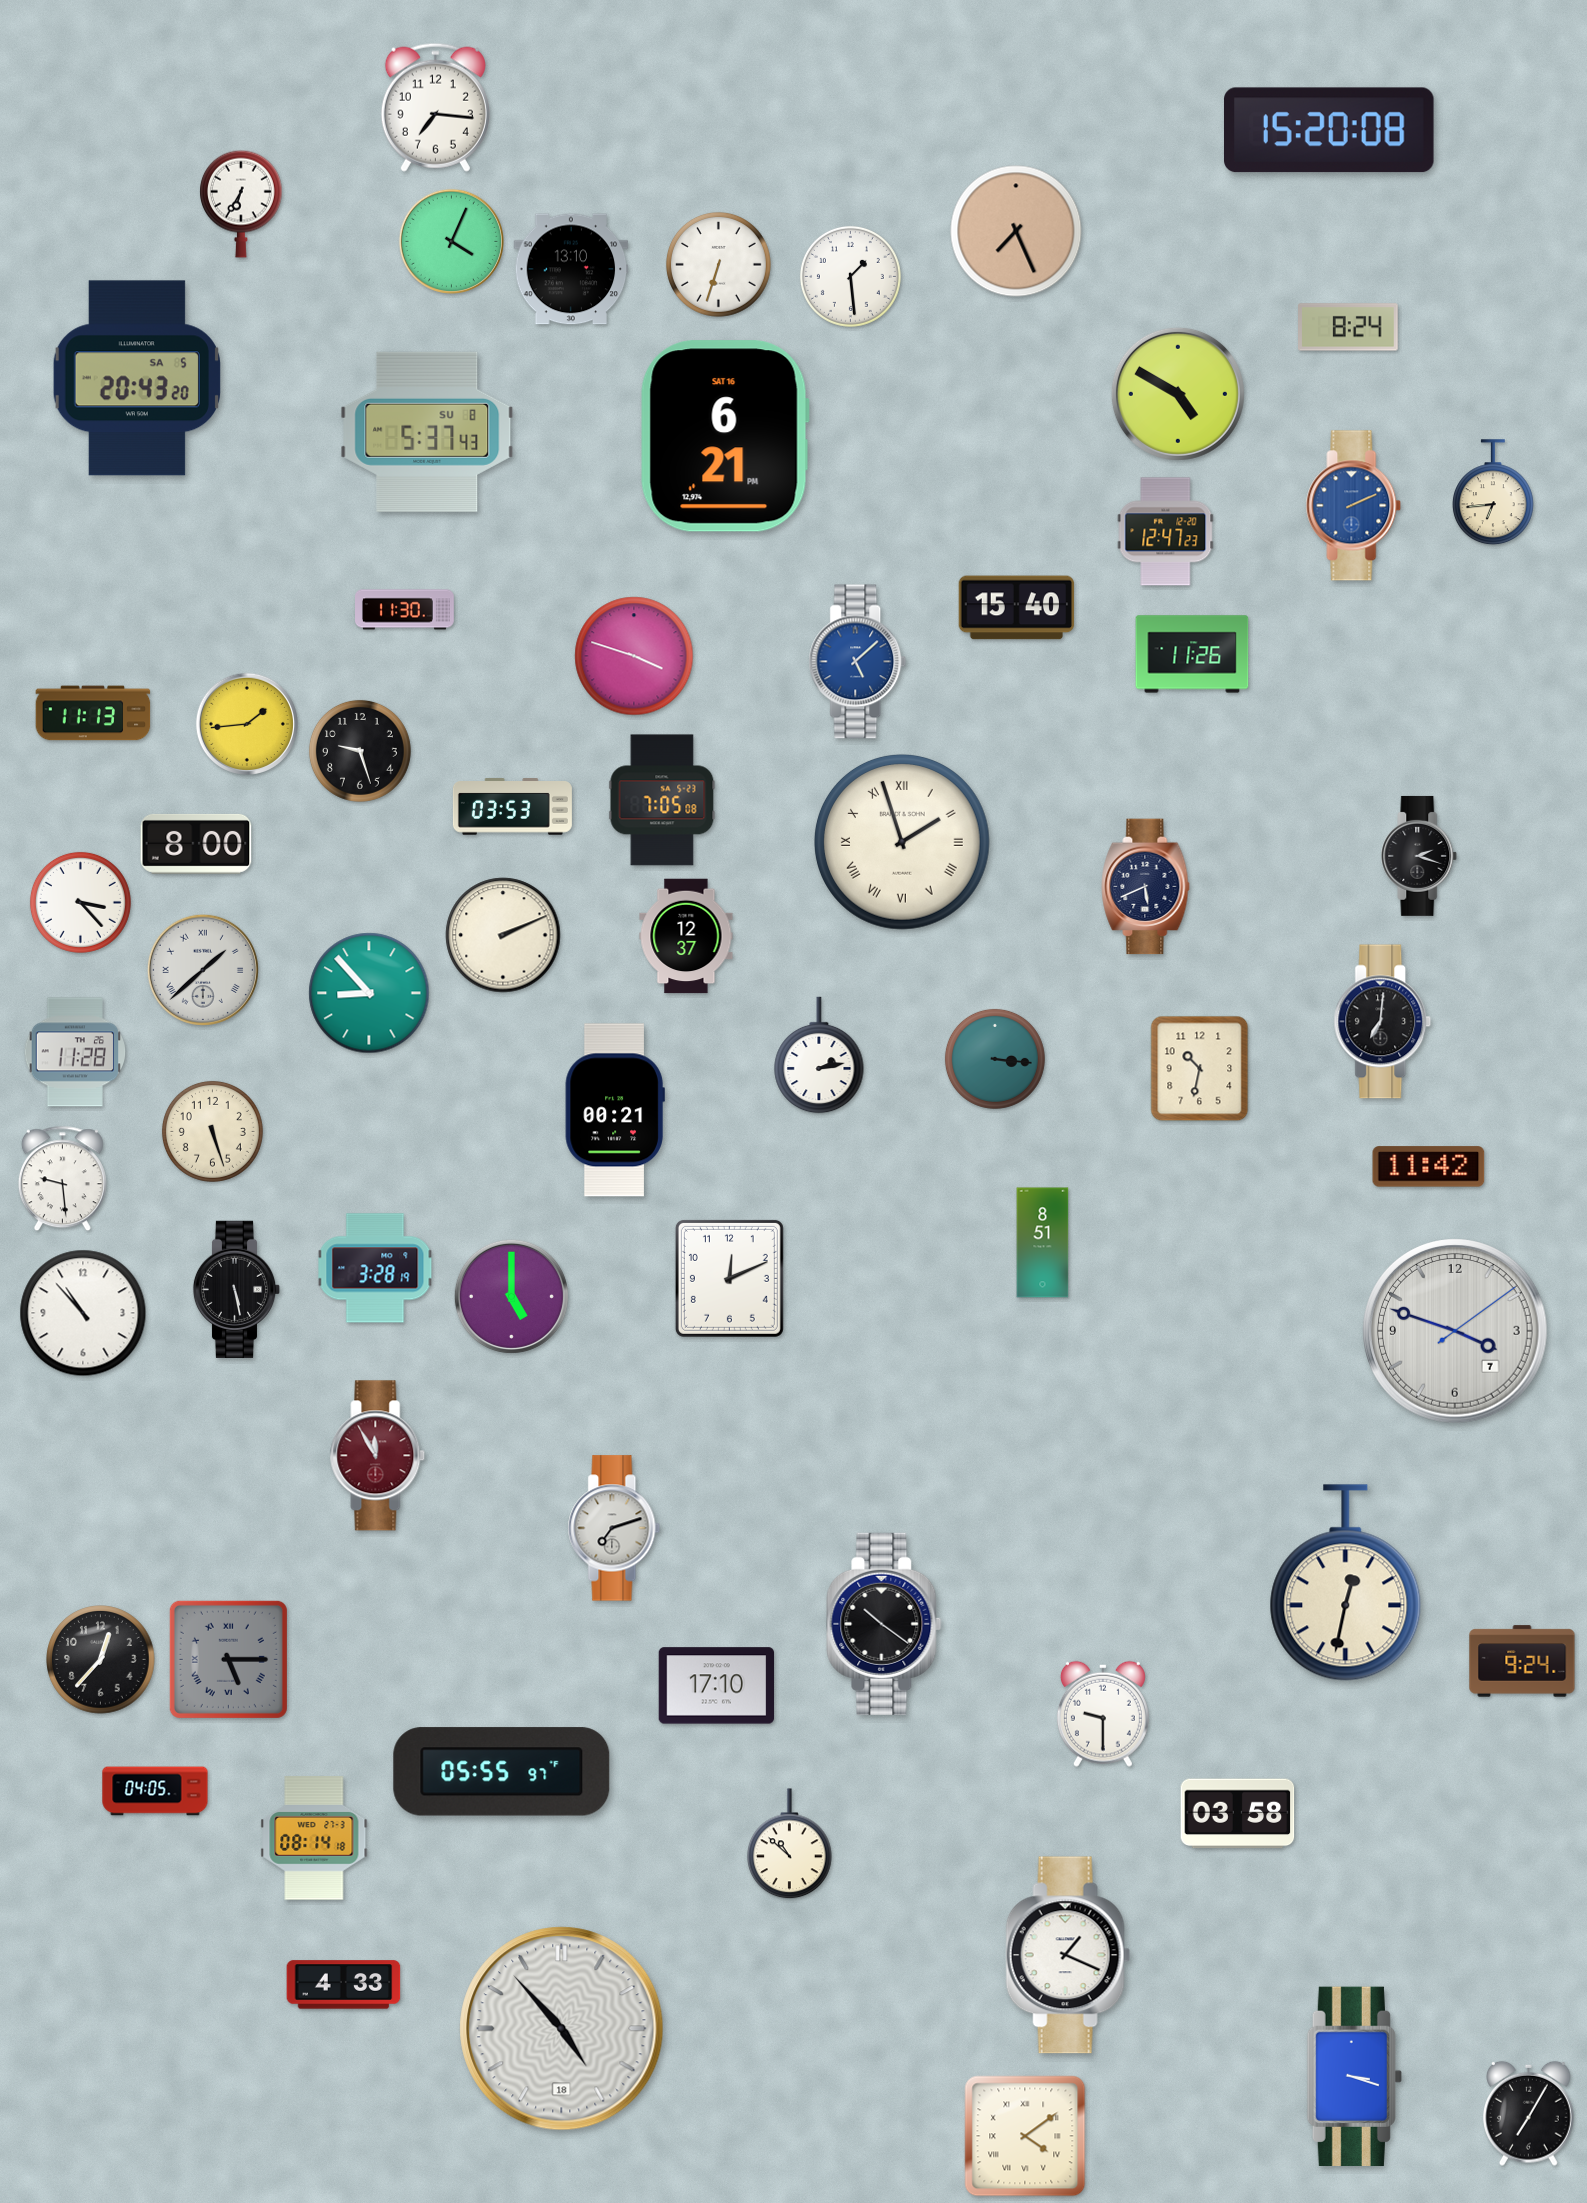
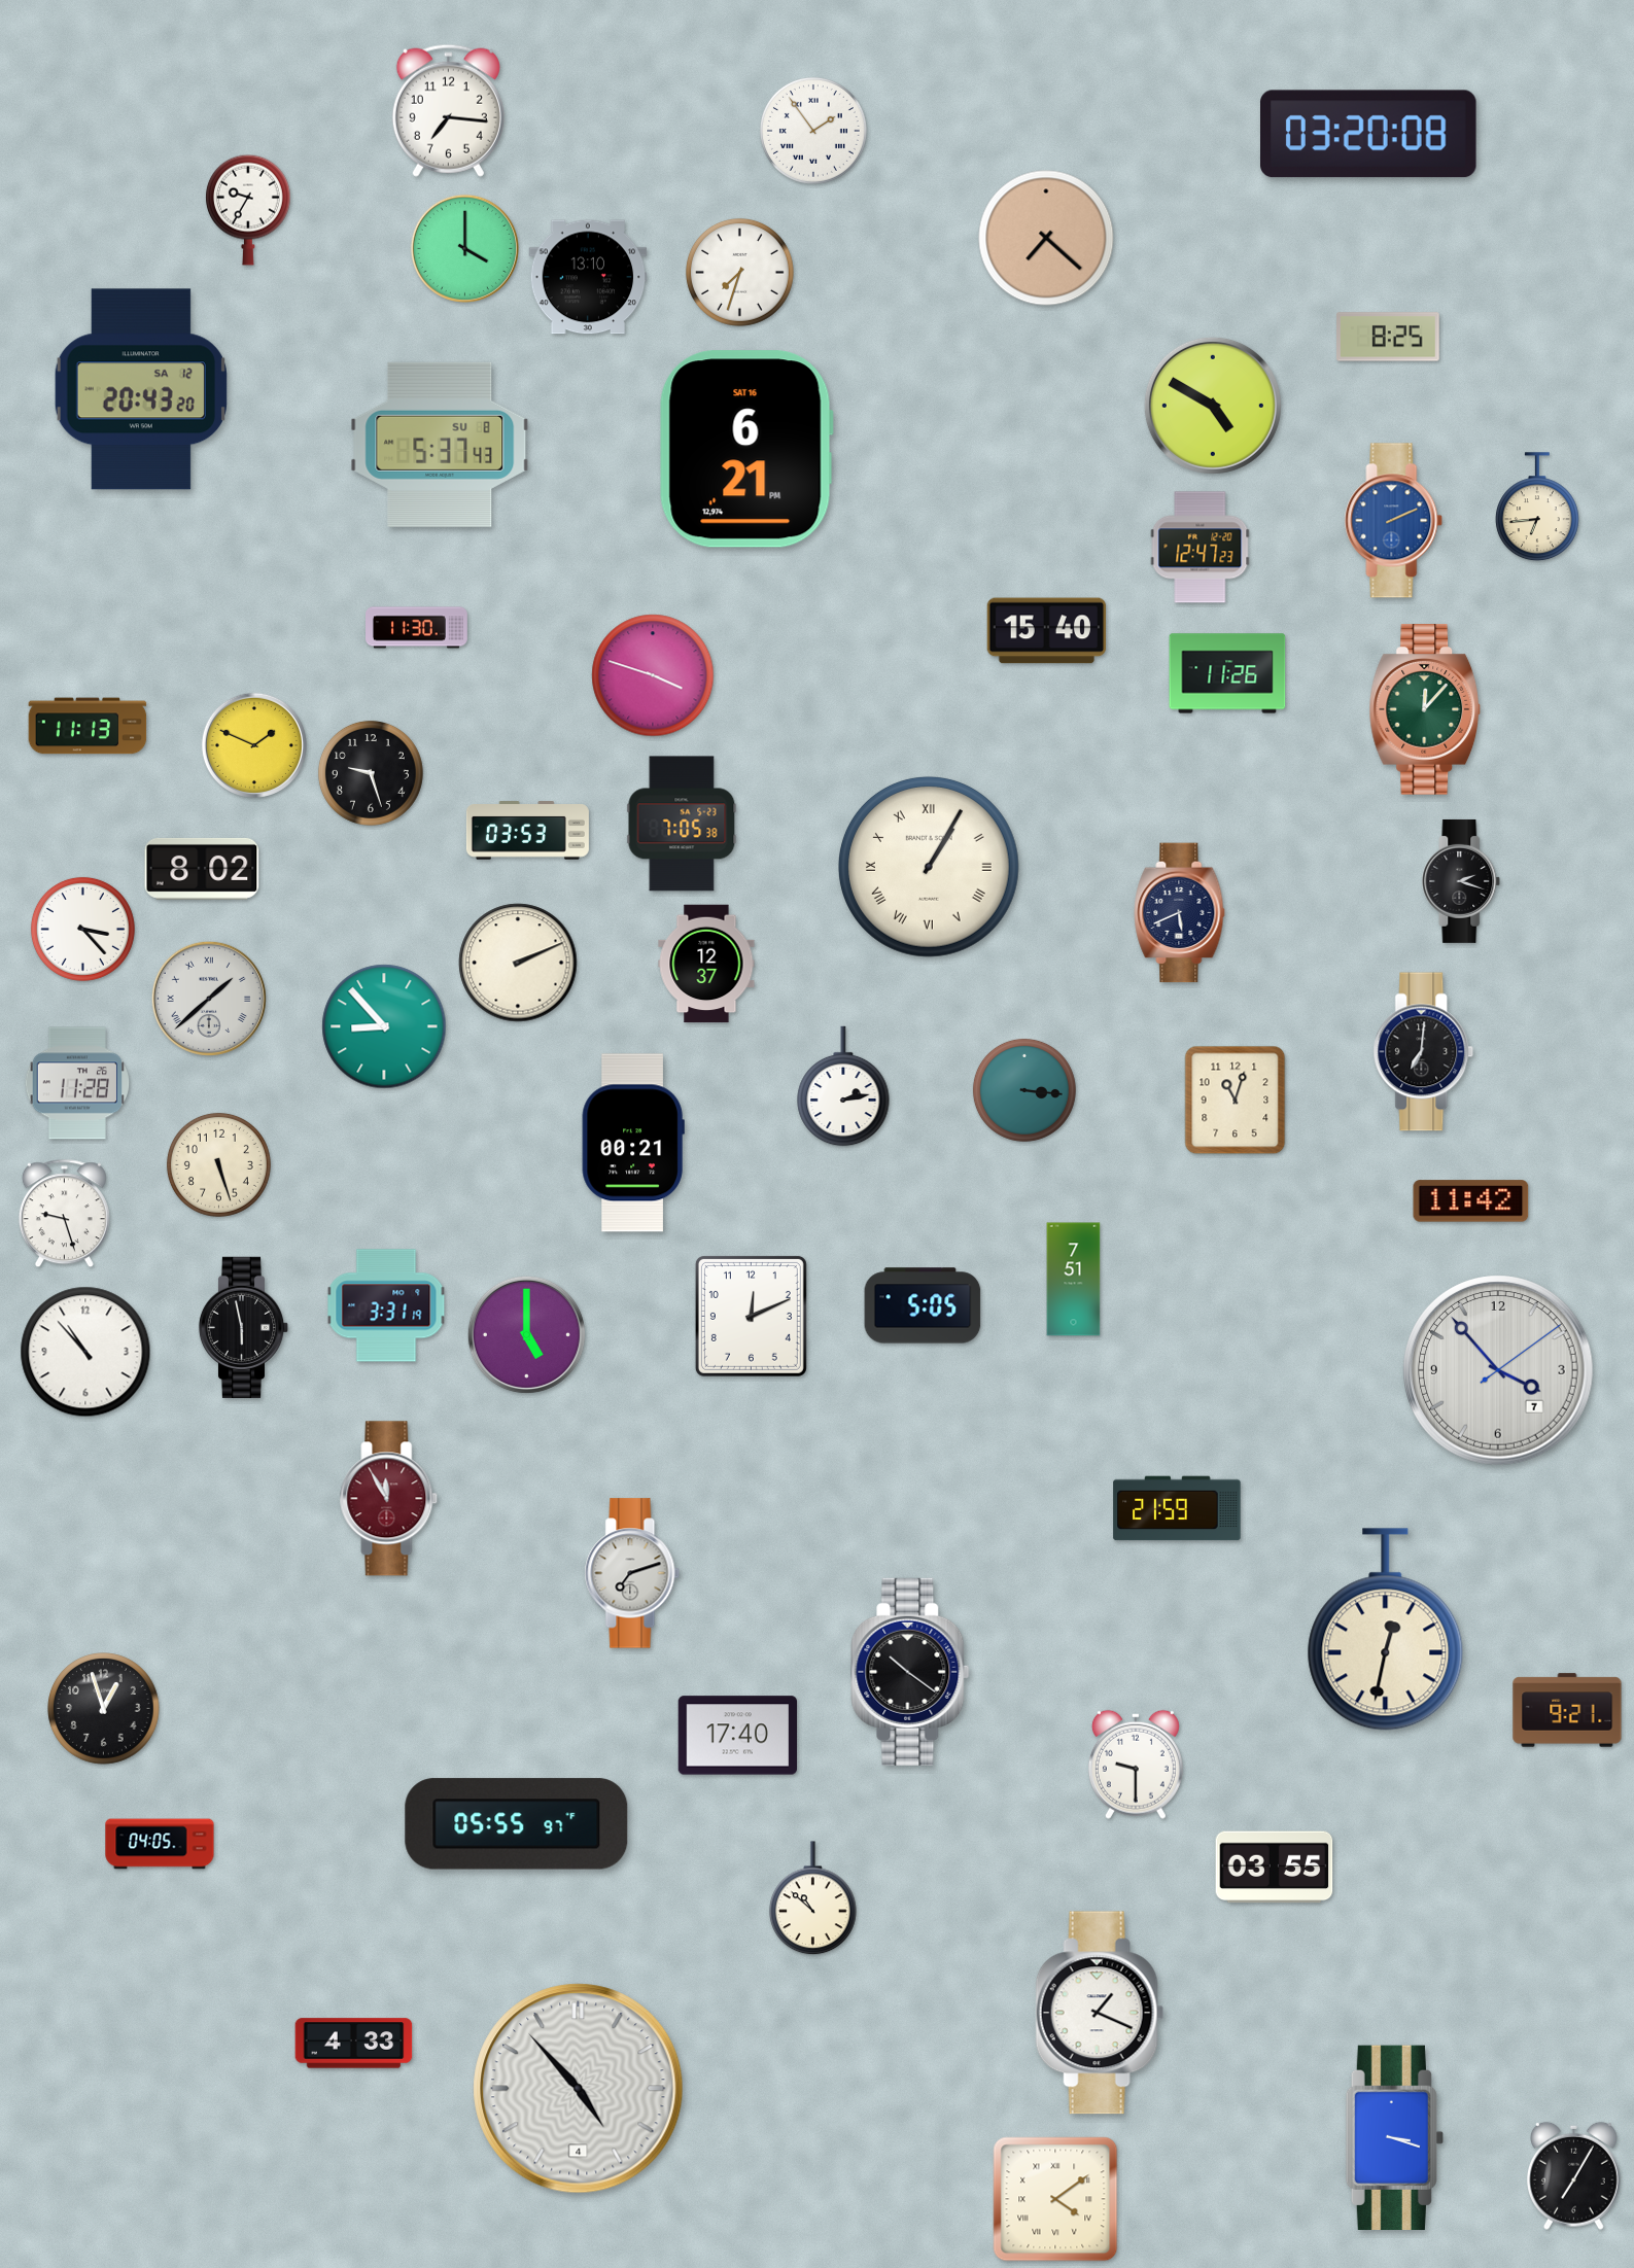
clock at (813, 131): none -> 1:54
clock at (1330, 130): 15:20 -> 03:20
clock at (242, 204): 6:35 -> 9:35
clock at (1016, 231): 7:26 -> 7:22
clock at (451, 241): 4:04 -> 4:00
clock at (719, 265): 6:33 -> 7:33
clock at (850, 276): 1:29 -> none
clock at (1349, 327): 8:24 -> 8:25
clock at (136, 378) date: SA 5 -> SA 12
clock at (1017, 608) position: (1017, 608) -> (1047, 631)
clock at (858, 662): 5:08 -> none
clock at (1425, 709): none -> 12:07
clock at (93, 713) position: (93, 713) -> (88, 726)
clock at (247, 724): 1:44 -> 1:49
clock at (662, 800): 7:05:08 -> 7:05:38
clock at (903, 842): 1:57 -> 1:05
clock at (196, 844): 8:00 -> 8:02
clock at (369, 993) position: (369, 993) -> (384, 1026)
clock at (1200, 1069): 10:32 -> 11:03
clock at (62, 1179): 9:29 -> 9:27
clock at (1043, 1243): 8:51 -> 7:51
clock at (375, 1268): 3:28 -> 3:31
clock at (923, 1305): none -> 5:05
clock at (237, 1289): 5:28 -> 5:58
clock at (1455, 1331): 3:48 -> 3:53
clock at (1177, 1508): none -> 21:59
clock at (228, 1659): 5:15 -> none
clock at (101, 1660): 12:37 -> 12:57
clock at (1522, 1661): 9:24 -> 9:21
clock at (717, 1686): 17:10 -> 17:40
clock at (1238, 1814): 03:58 -> 03:55
clock at (314, 1838): 08:14 -> none
clock at (562, 2029) date: 18 -> 4
